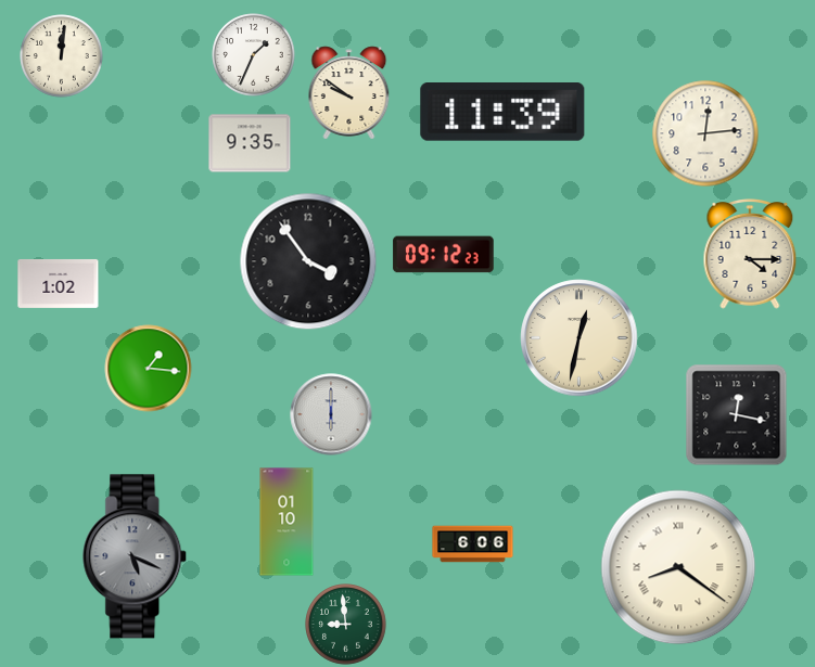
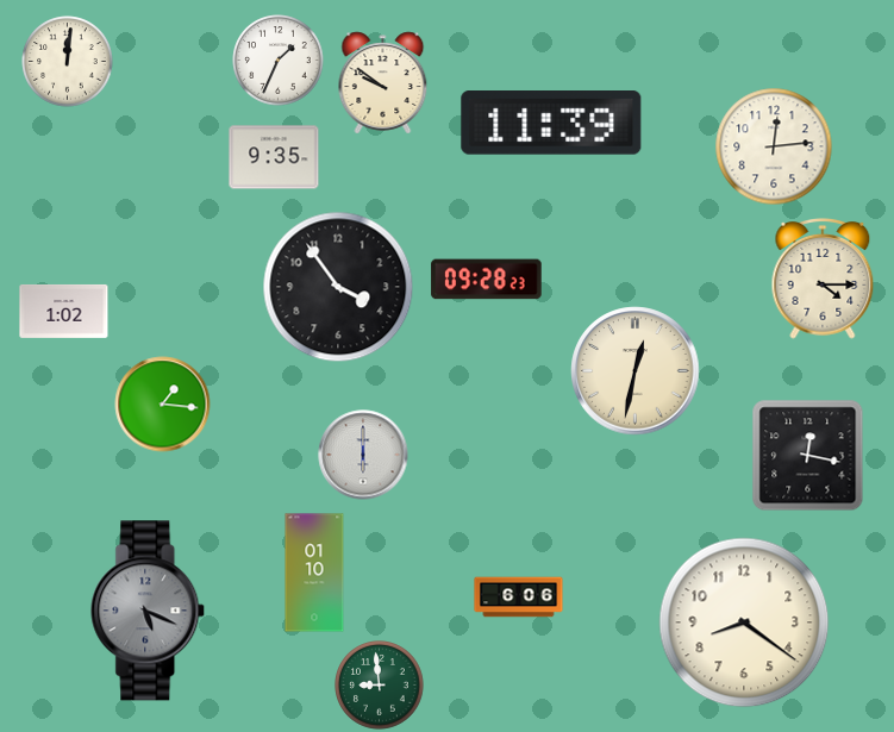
clock at (349, 93) position: (349, 93) -> (383, 83)
clock at (444, 255): 09:12 -> 09:28
clock at (678, 567) numerals: Roman -> Arabic
